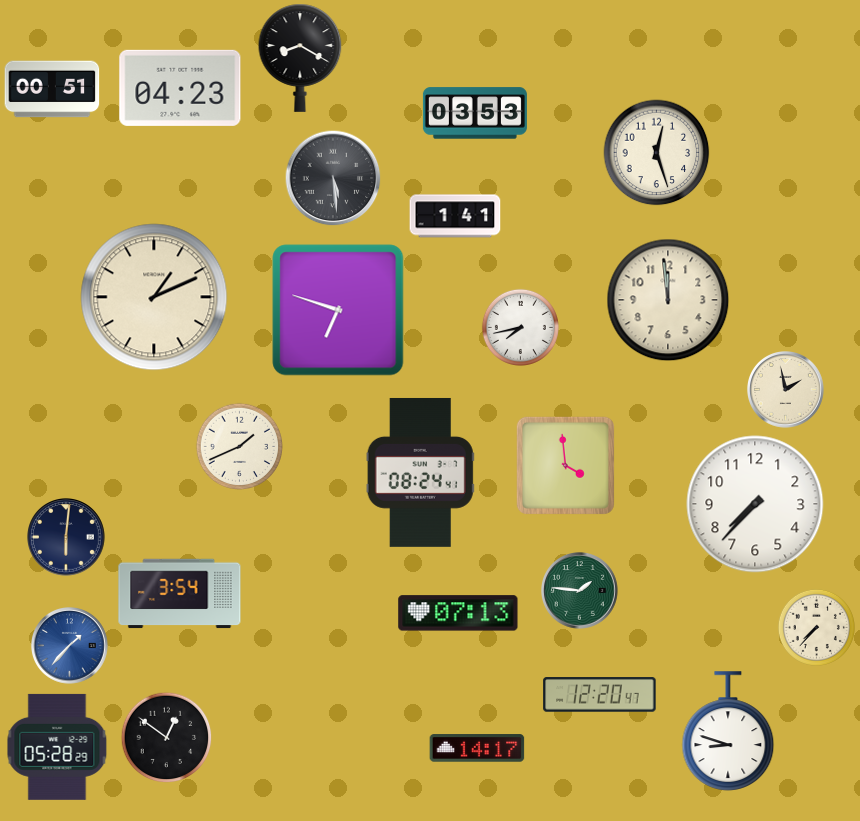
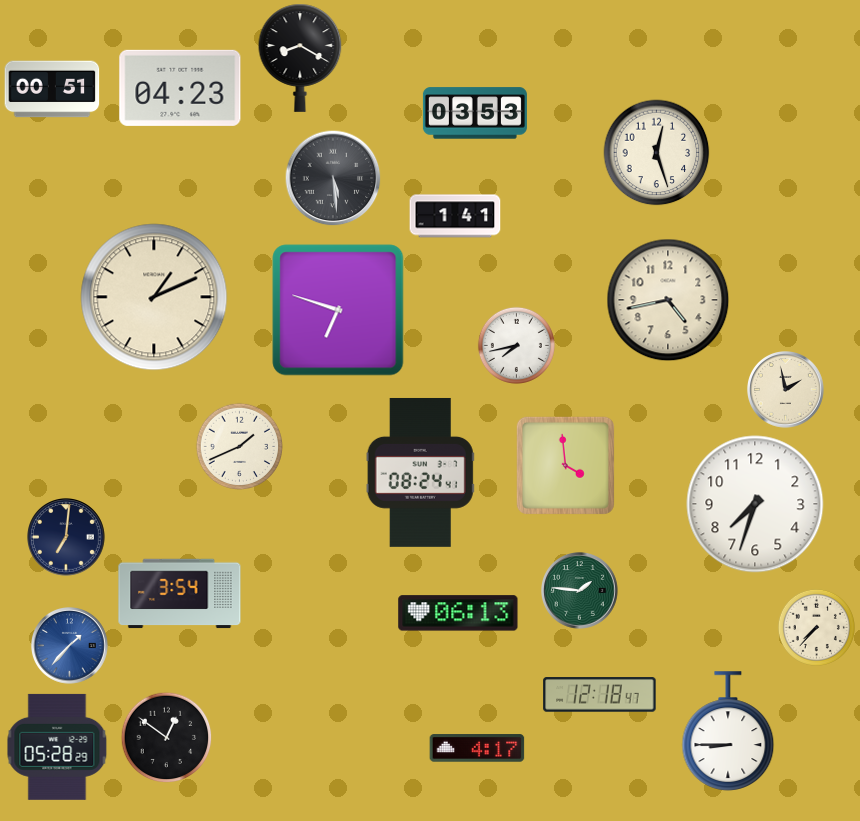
clock at (668, 300): 11:59 -> 4:43
clock at (520, 327) position: (520, 327) -> (516, 345)
clock at (755, 504): 7:37 -> 7:33
clock at (67, 538): 6:01 -> 7:01
clock at (458, 613): 07:13 -> 06:13
clock at (600, 695): 12:20 -> 12:18
clock at (728, 731): 8:48 -> 8:45
clock at (477, 748): 14:17 -> 4:17
